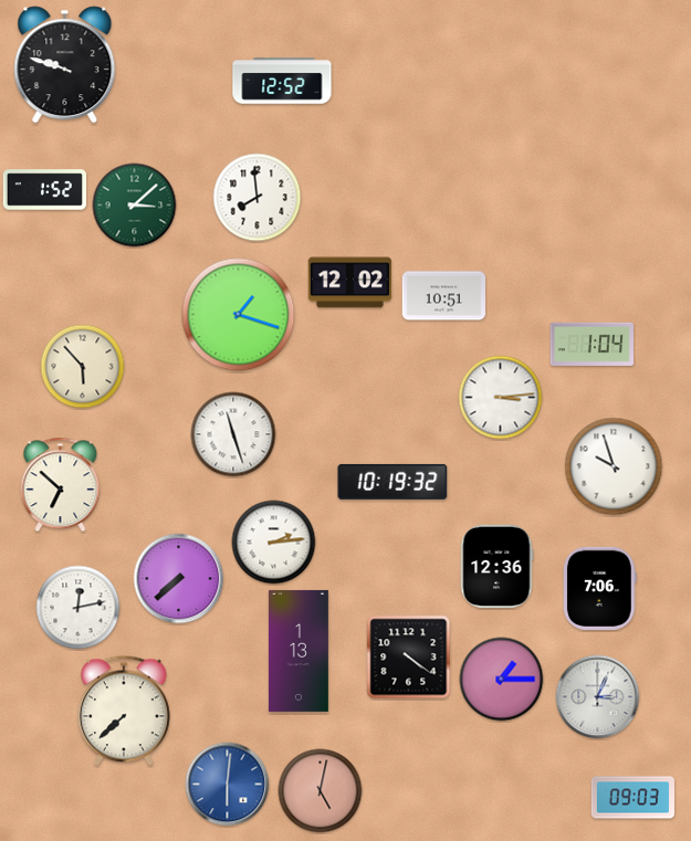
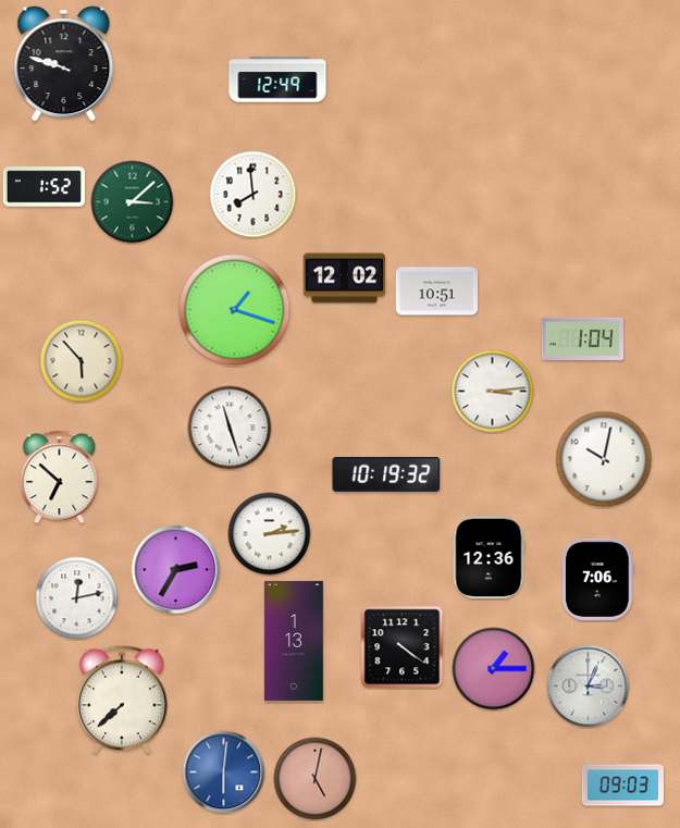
clock at (282, 81): 12:52 -> 12:49
clock at (614, 466): 9:57 -> 10:02
clock at (179, 579): 7:38 -> 2:35
clock at (600, 588) position: (600, 588) -> (598, 579)
